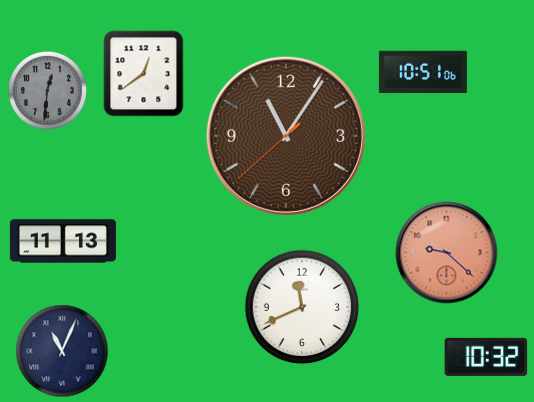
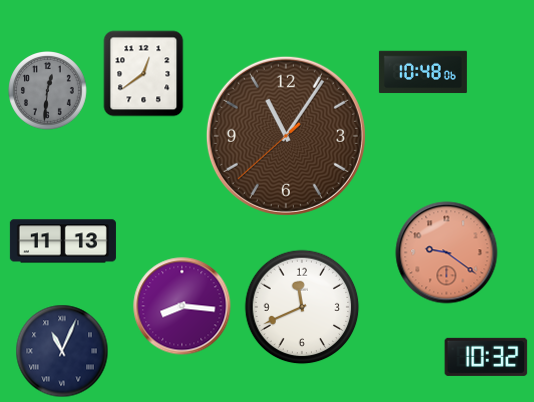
clock at (423, 72): 10:51 -> 10:48
clock at (447, 253): 9:22 -> 9:21
clock at (182, 306): none -> 8:16
